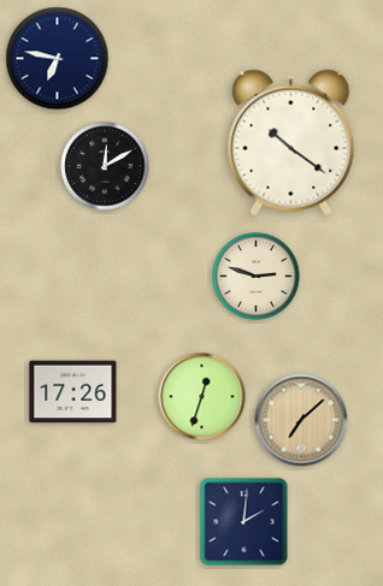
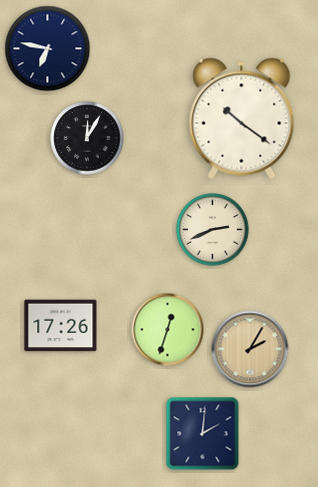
clock at (105, 166): 12:10 -> 12:05
clock at (257, 277): 2:48 -> 2:41
clock at (301, 420): 7:08 -> 2:05
